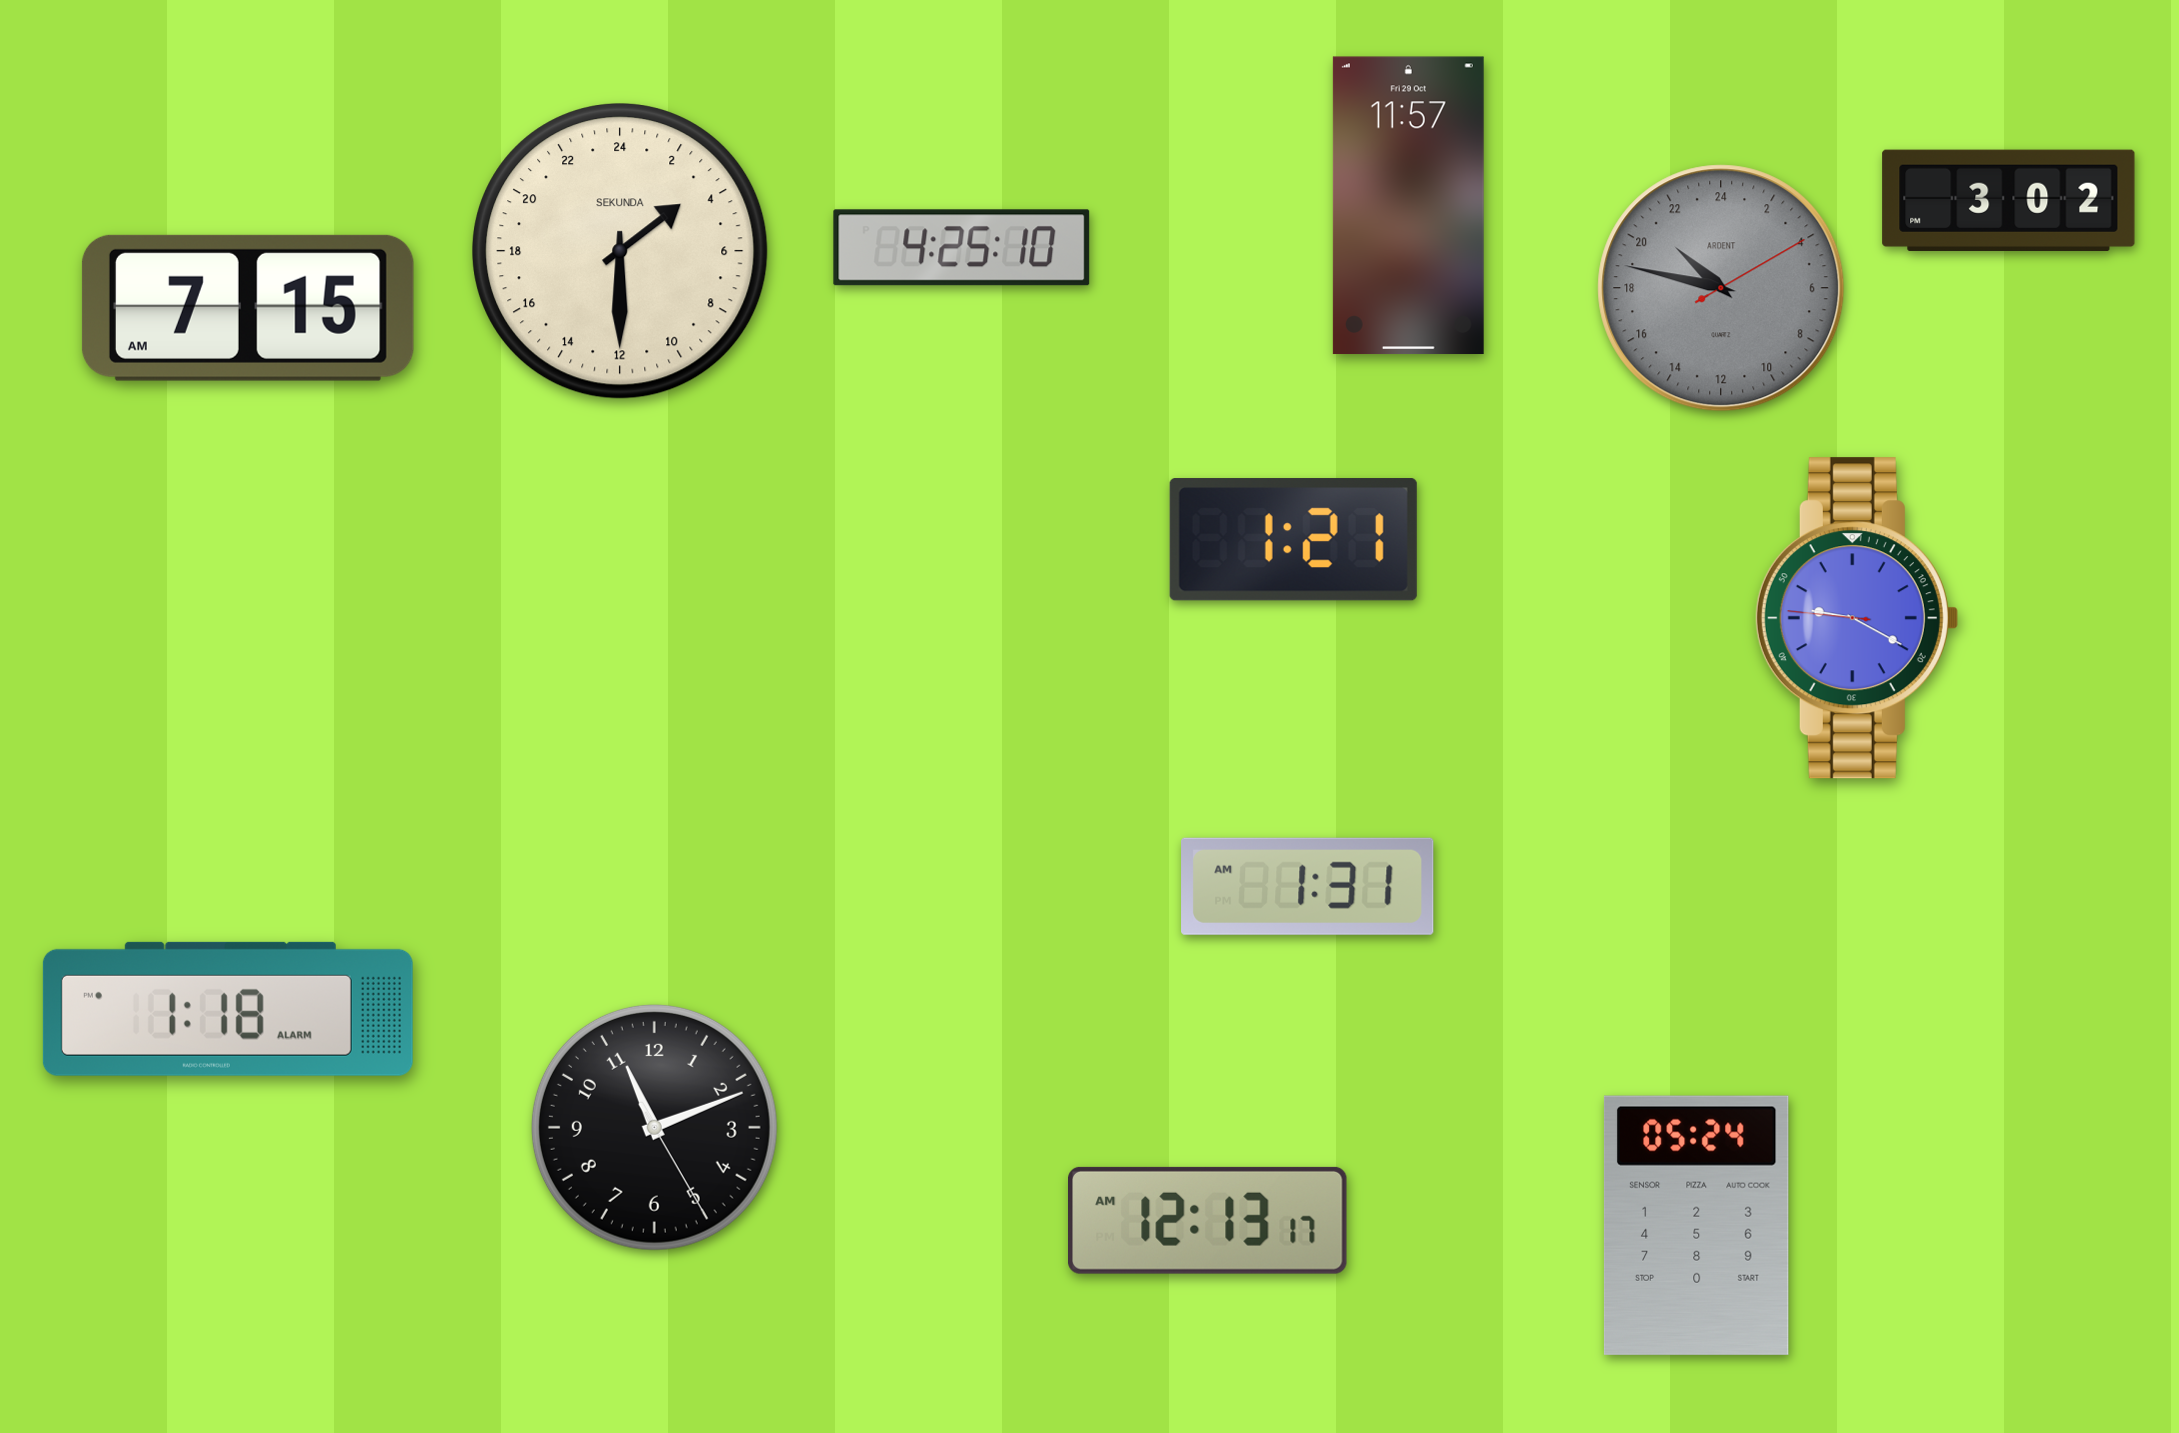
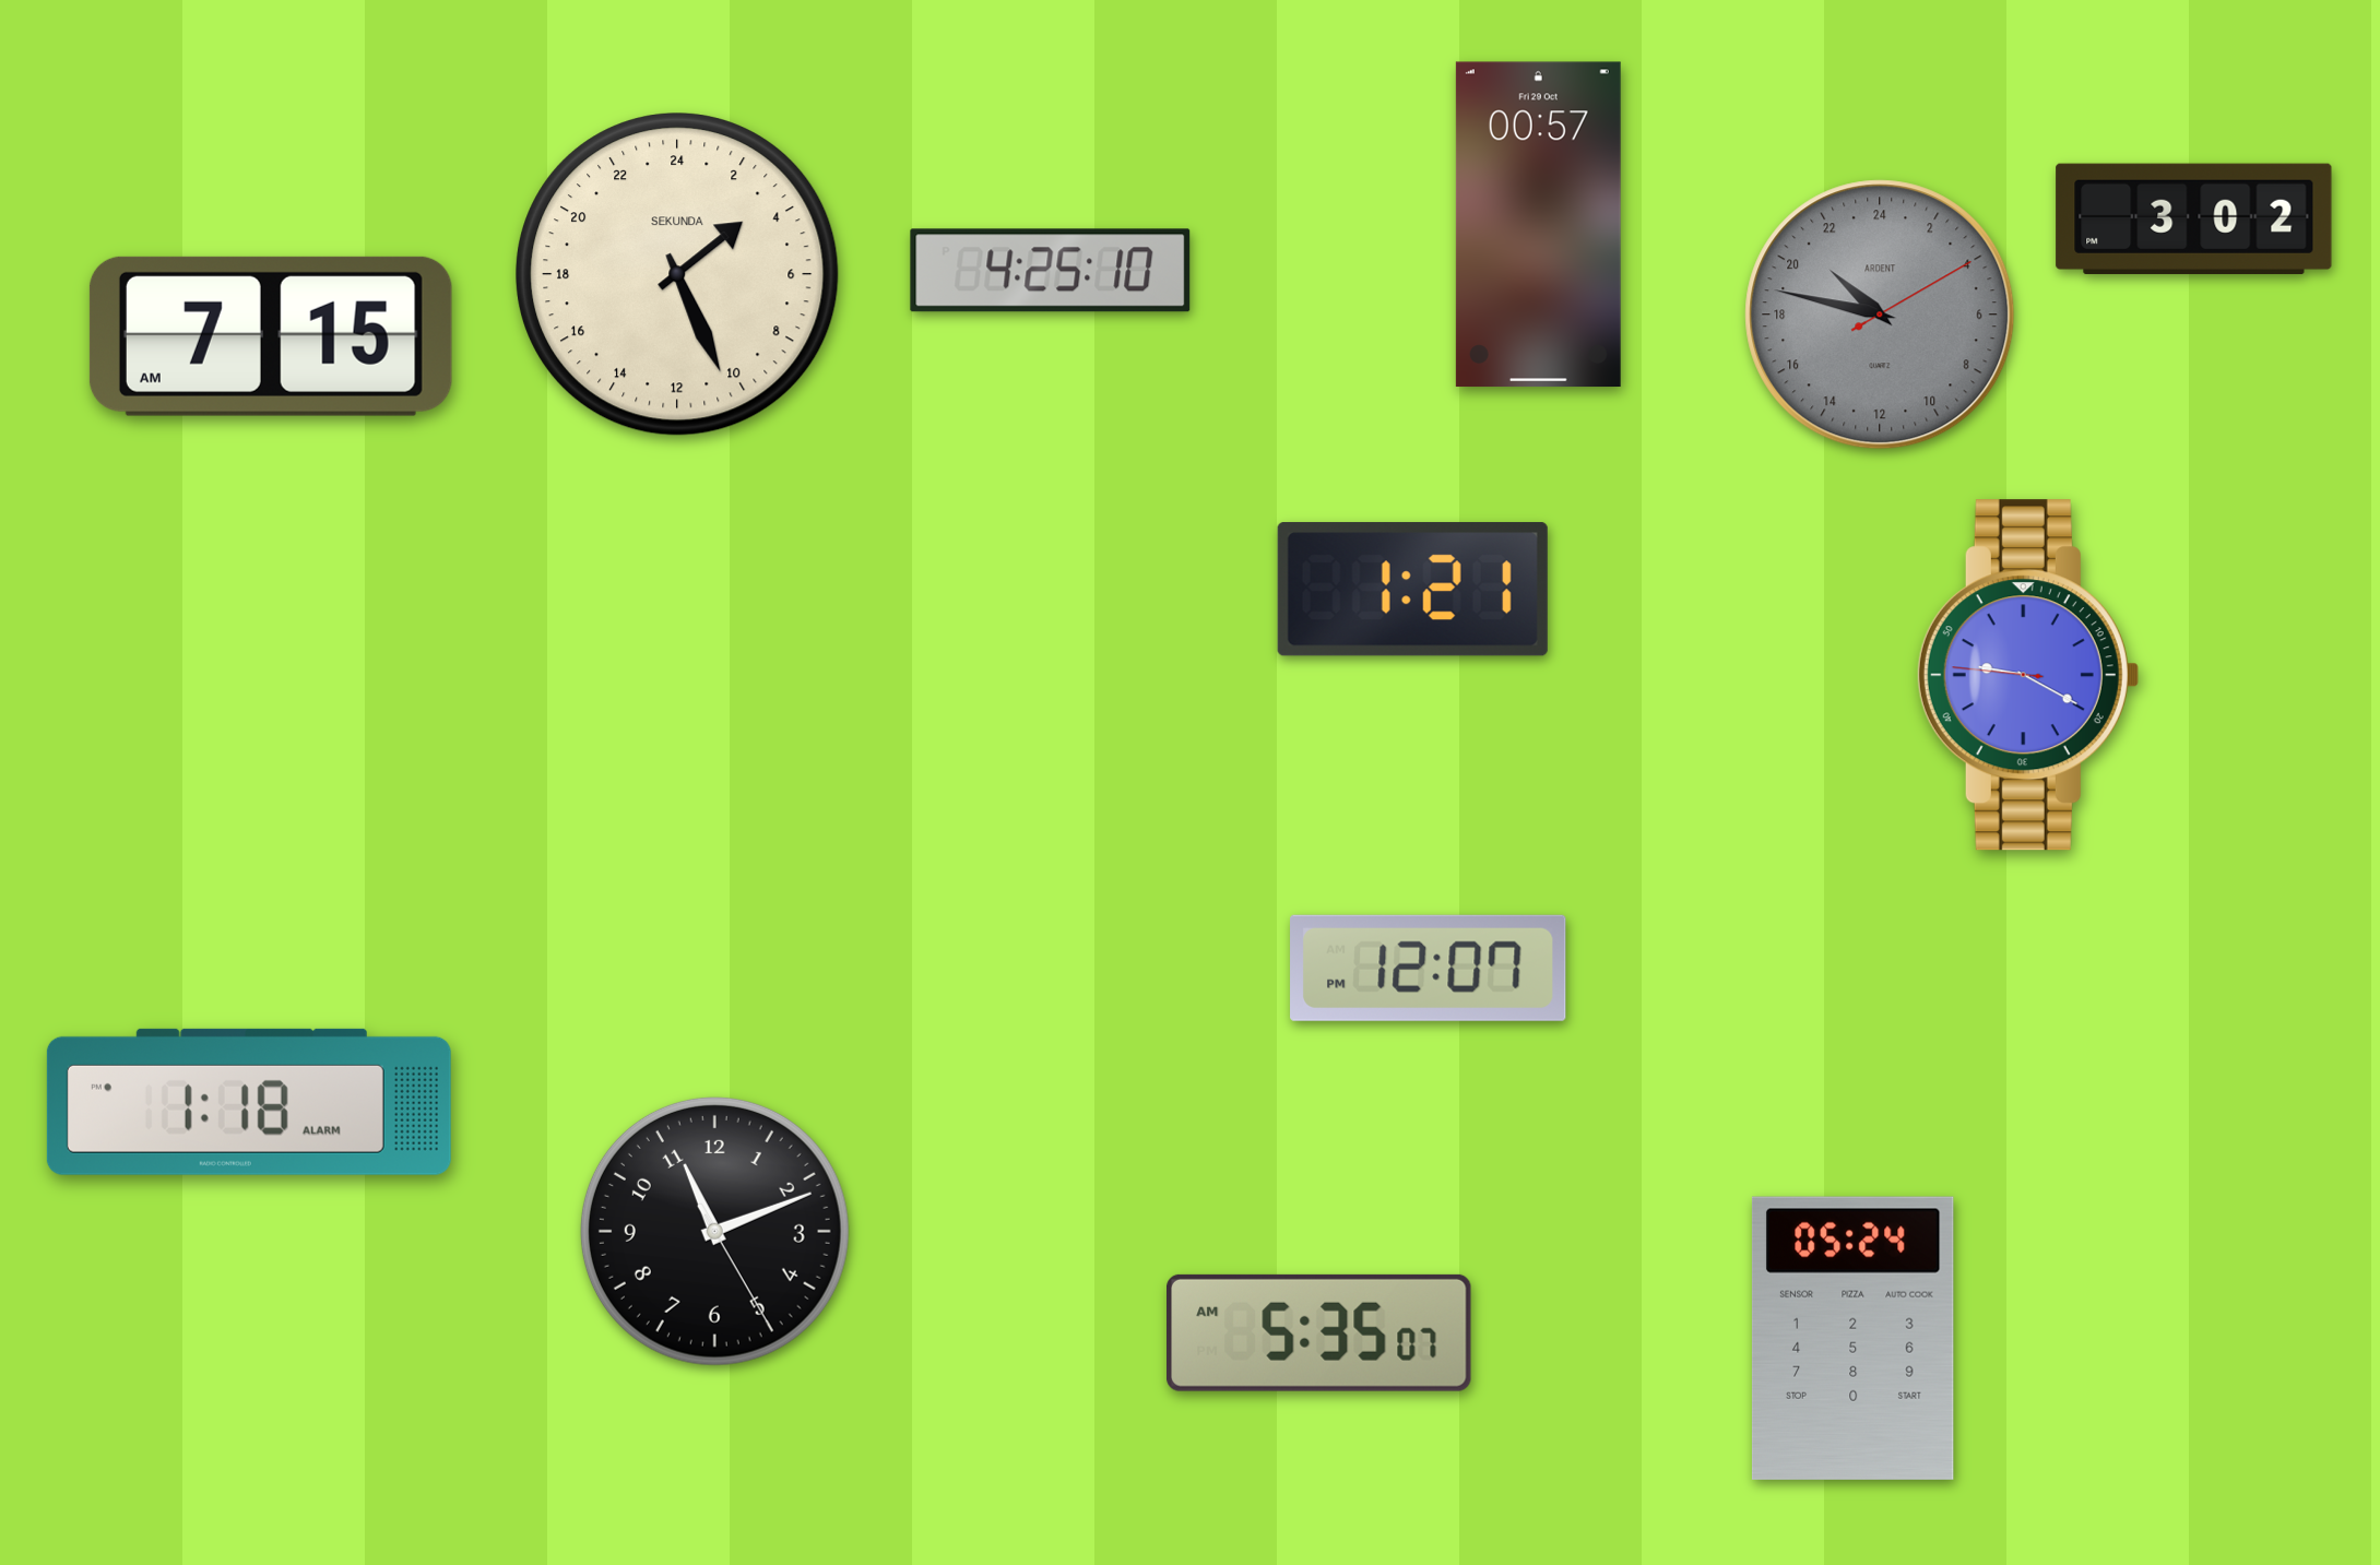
clock at (1408, 206): 11:57 -> 00:57
clock at (620, 251): 3:30 -> 3:26
clock at (1308, 886): 1:31 -> 12:07
clock at (1208, 1220): 12:13 -> 5:35
